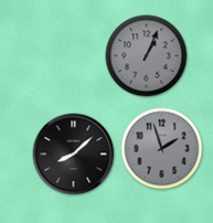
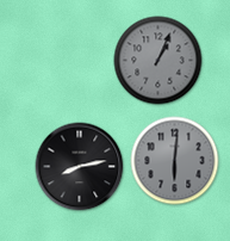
clock at (162, 149): 1:57 -> 6:01
clock at (74, 155): 8:08 -> 8:13
